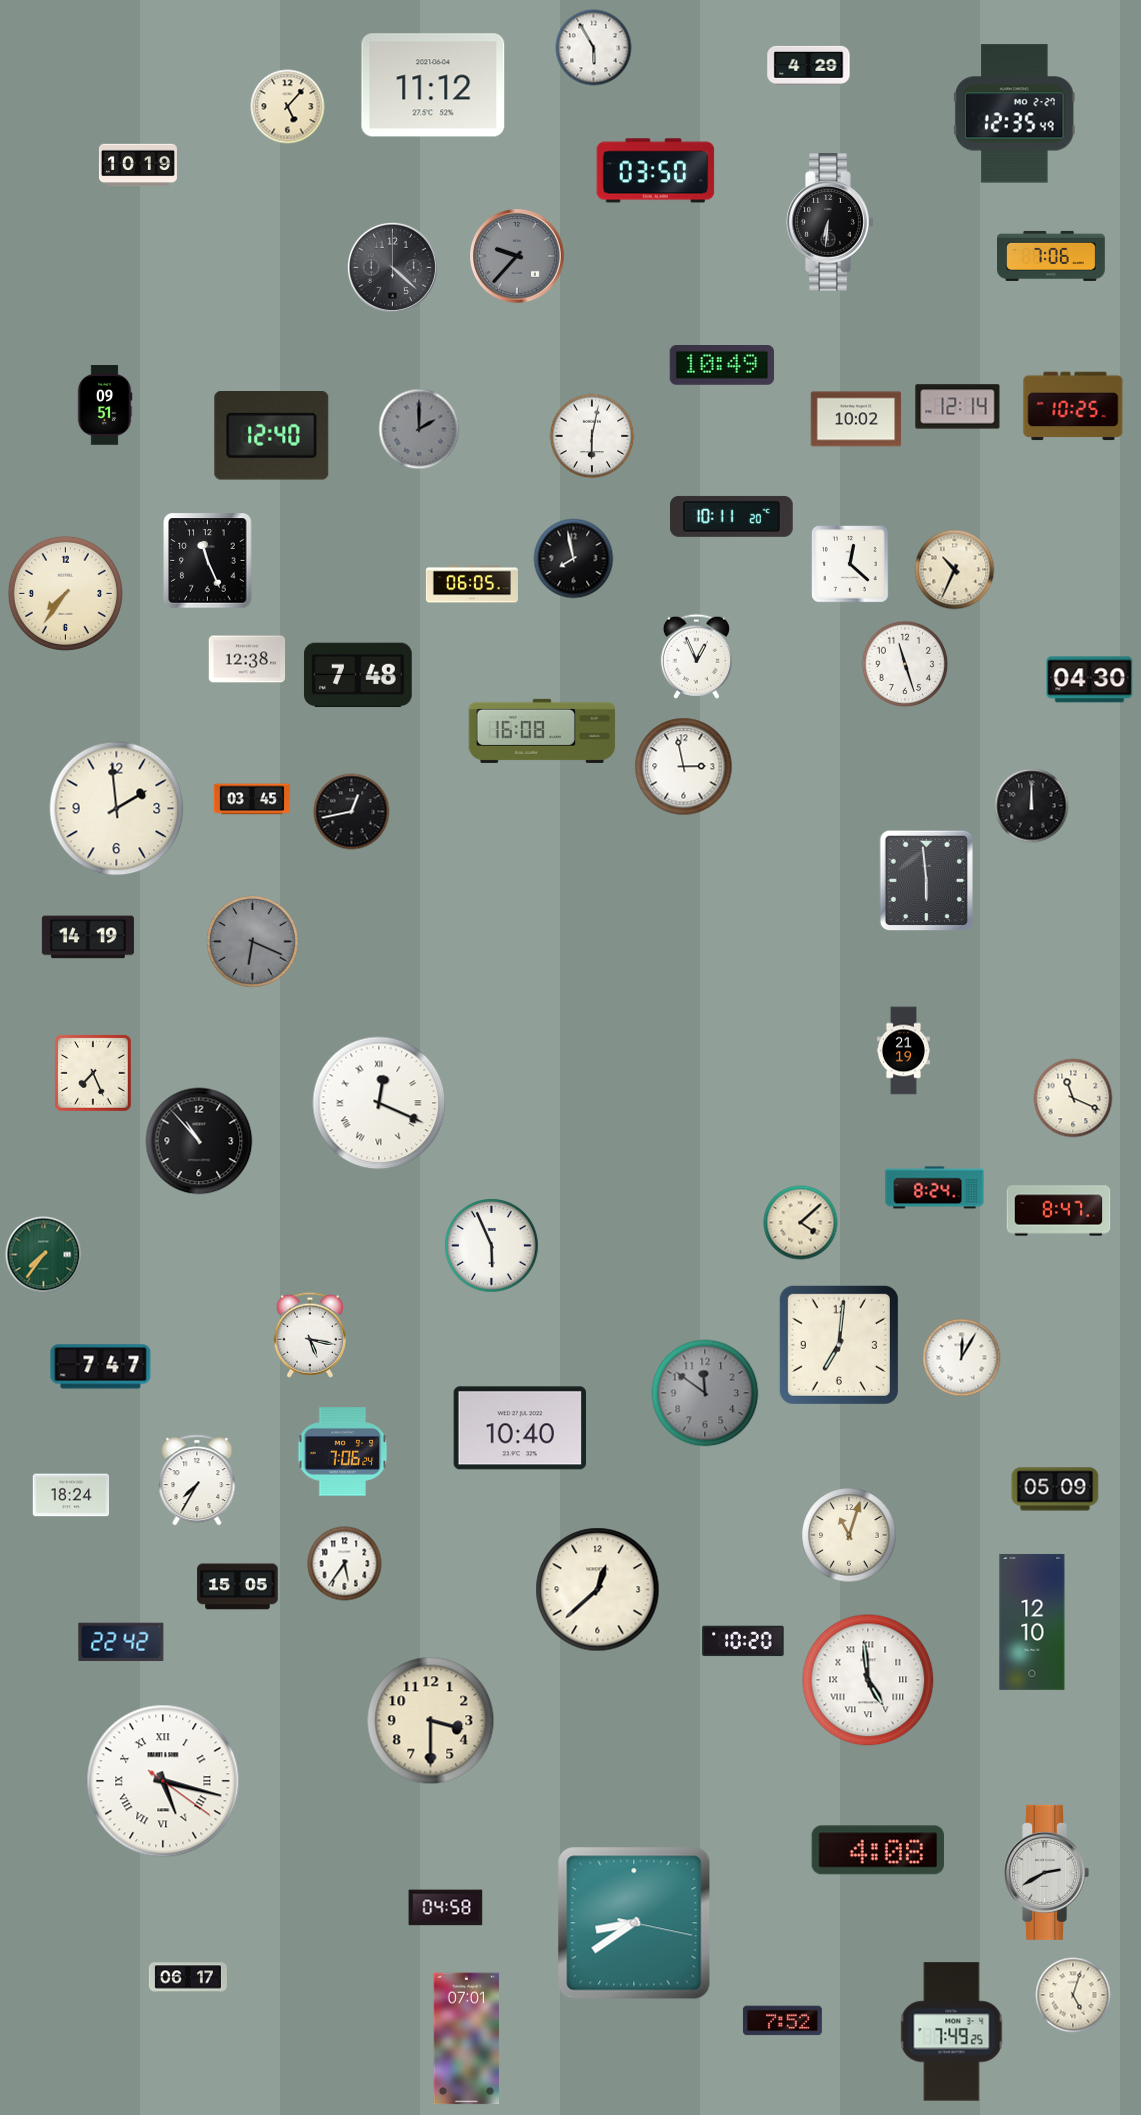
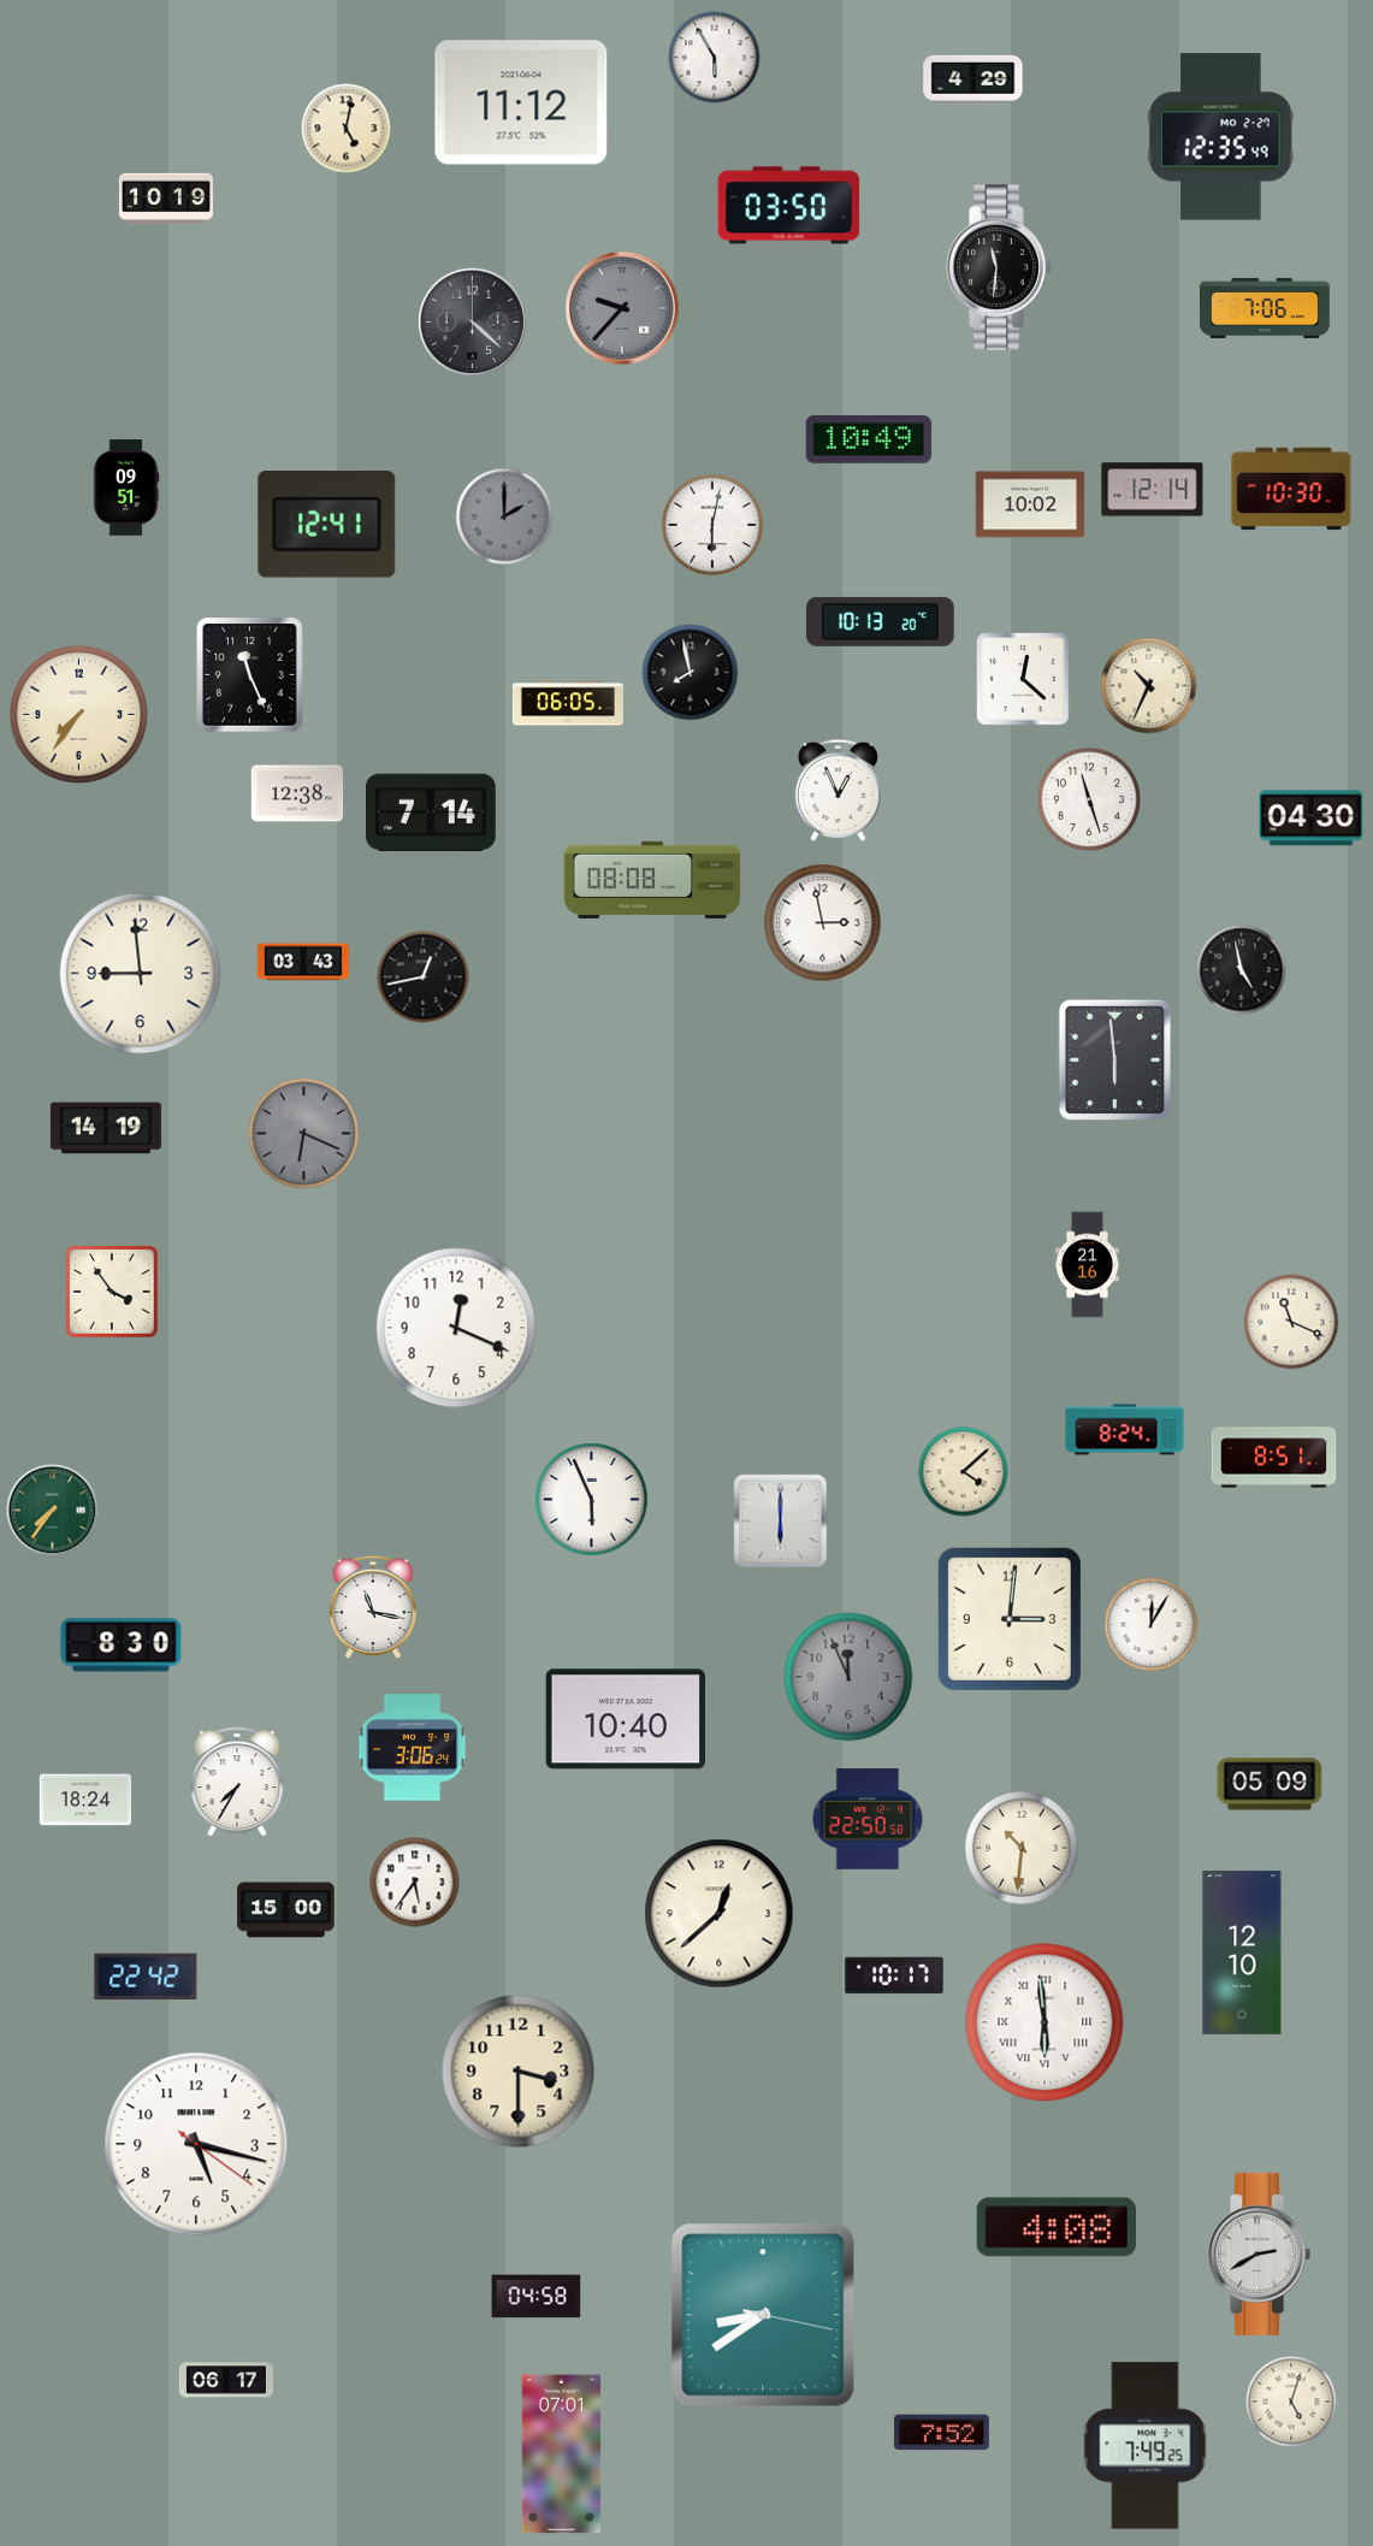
clock at (288, 107): 5:07 -> 5:02
clock at (830, 222): 6:31 -> 11:31
clock at (1073, 406): 10:25 -> 10:30
clock at (272, 436): 12:40 -> 12:41
clock at (732, 516): 10:11 -> 10:13
clock at (358, 675): 7:48 -> 7:14
clock at (542, 731): 16:08 -> 08:08
clock at (252, 799): 03:45 -> 03:43
clock at (1032, 806): 12:00 -> 4:58
clock at (117, 809): 1:59 -> 8:59
clock at (903, 1051): 21:19 -> 21:16
clock at (93, 1073): 7:26 -> 3:54
clock at (379, 1103) numerals: Roman -> Arabic
clock at (199, 1141): 10:53 -> none
clock at (1059, 1211): 8:47 -> 8:51
clock at (781, 1522): none -> 6:00
clock at (309, 1335): 5:17 -> 11:17
clock at (839, 1345): 7:01 -> 3:01
clock at (962, 1358) position: (962, 1358) -> (1152, 1625)
clock at (101, 1367): 7:47 -> 8:30
clock at (705, 1393): 11:51 -> 11:56
clock at (343, 1452): 7:06 -> 3:06
clock at (1055, 1489) position: (1055, 1489) -> (1270, 1784)
clock at (868, 1819): none -> 22:50
clock at (849, 1535): 11:03 -> 10:31
clock at (238, 1587): 15:05 -> 15:00
clock at (743, 1641): 10:20 -> 10:17
clock at (868, 1680): 4:59 -> 5:59
clock at (163, 1781) numerals: Roman -> Arabic
